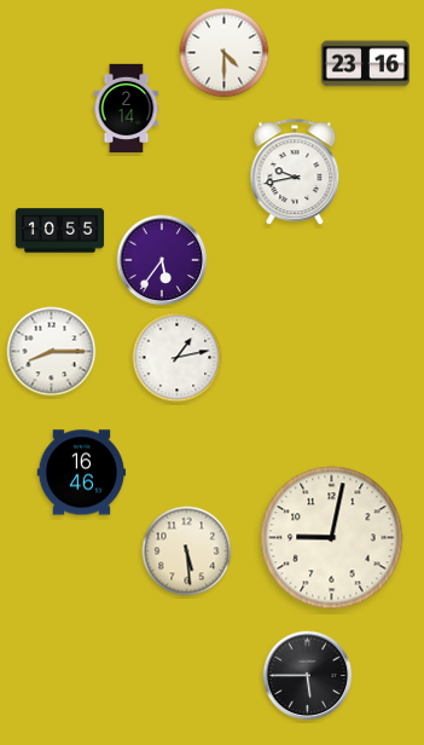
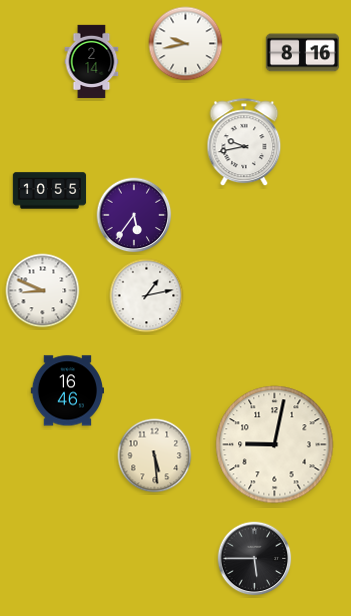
clock at (225, 53): 4:30 -> 9:43
clock at (365, 64): 23:16 -> 8:16
clock at (127, 109) position: (127, 109) -> (92, 62)
clock at (52, 352): 8:15 -> 8:49
